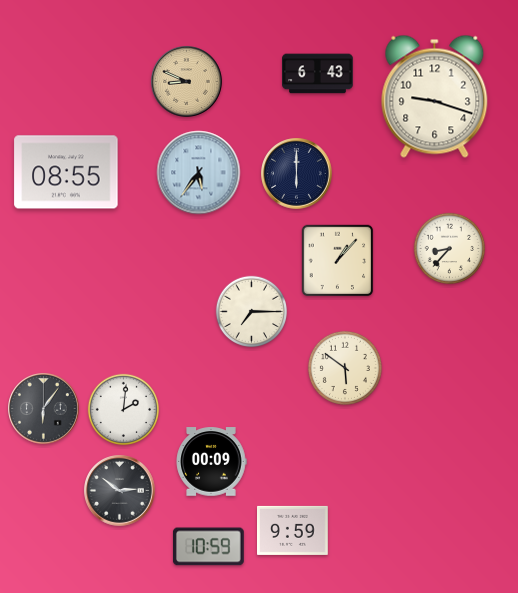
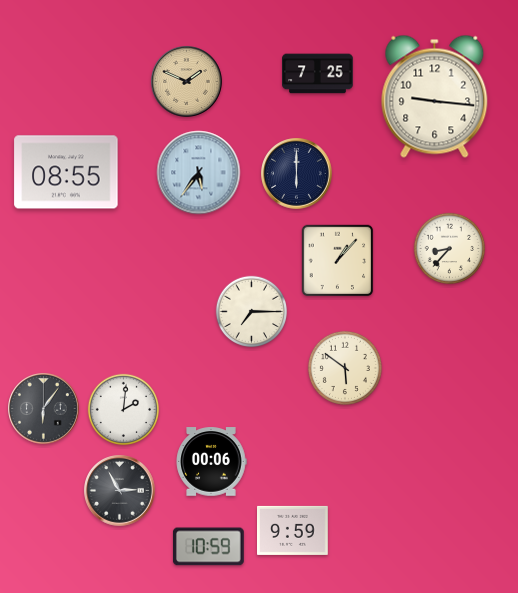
clock at (318, 74): 6:43 -> 7:25
clock at (187, 82): 8:49 -> 1:49
clock at (435, 96): 9:18 -> 9:16
clock at (211, 462): 00:09 -> 00:06
clock at (120, 491): 2:51 -> 2:55
